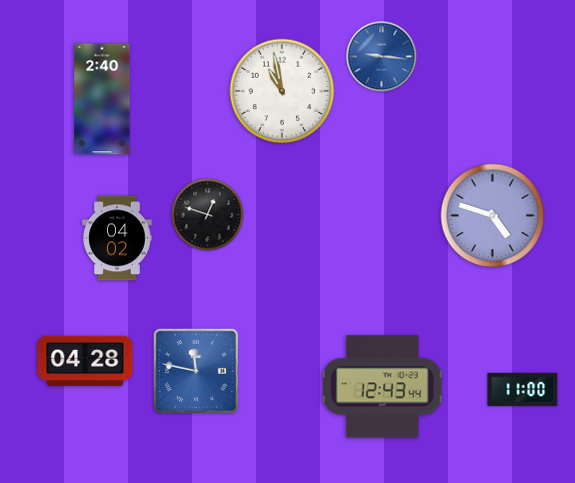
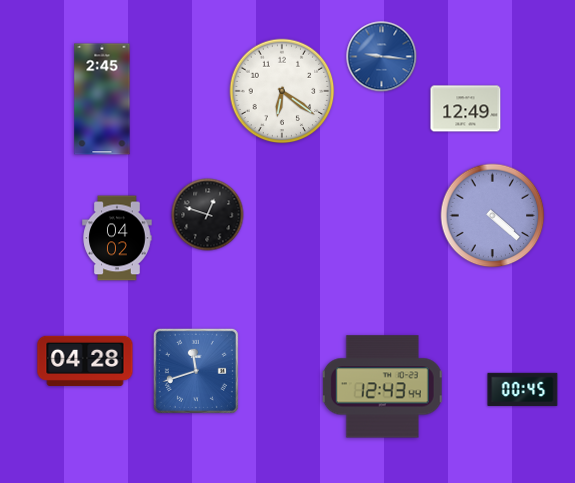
clock at (282, 91): 10:58 -> 6:21
clock at (102, 99): 2:40 -> 2:45
clock at (466, 109): none -> 12:49
clock at (493, 216): 4:48 -> 4:22
clock at (196, 371): 11:47 -> 11:42
clock at (523, 389): 11:00 -> 00:45
